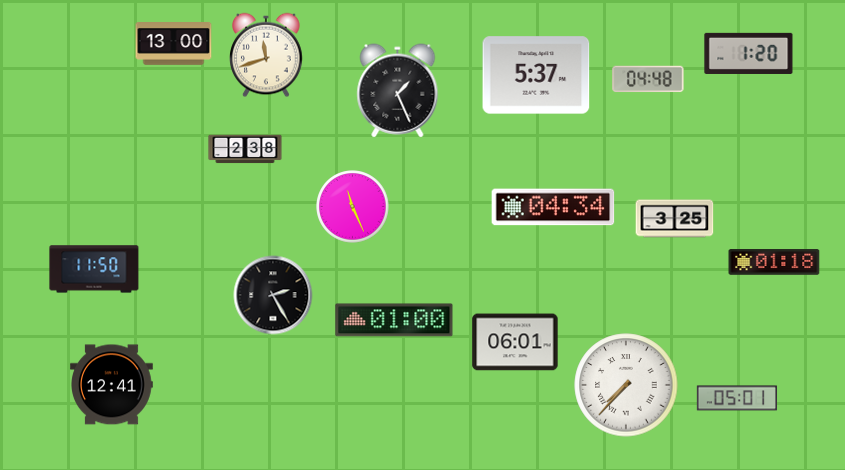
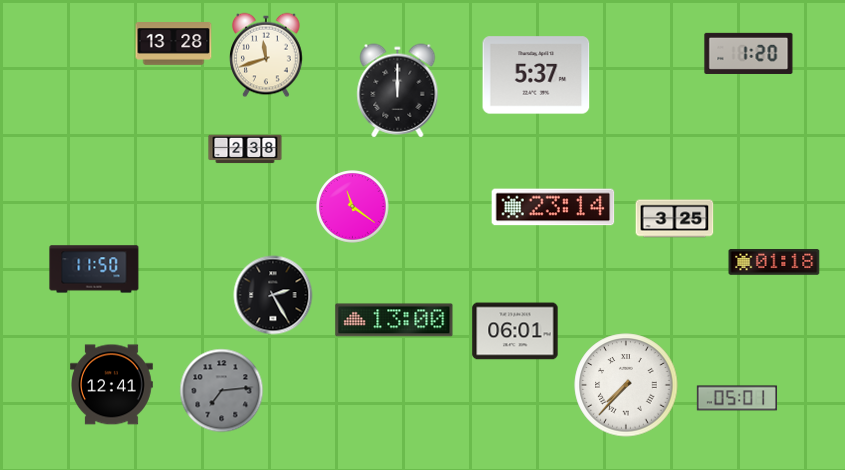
clock at (174, 44): 13:00 -> 13:28
clock at (648, 79): 04:48 -> none
clock at (398, 91): 1:26 -> 12:00
clock at (353, 207): 11:26 -> 11:21
clock at (553, 207): 04:34 -> 23:14
clock at (394, 320): 01:00 -> 13:00
clock at (515, 342) position: (515, 342) -> (515, 331)
clock at (222, 391): none -> 7:14
